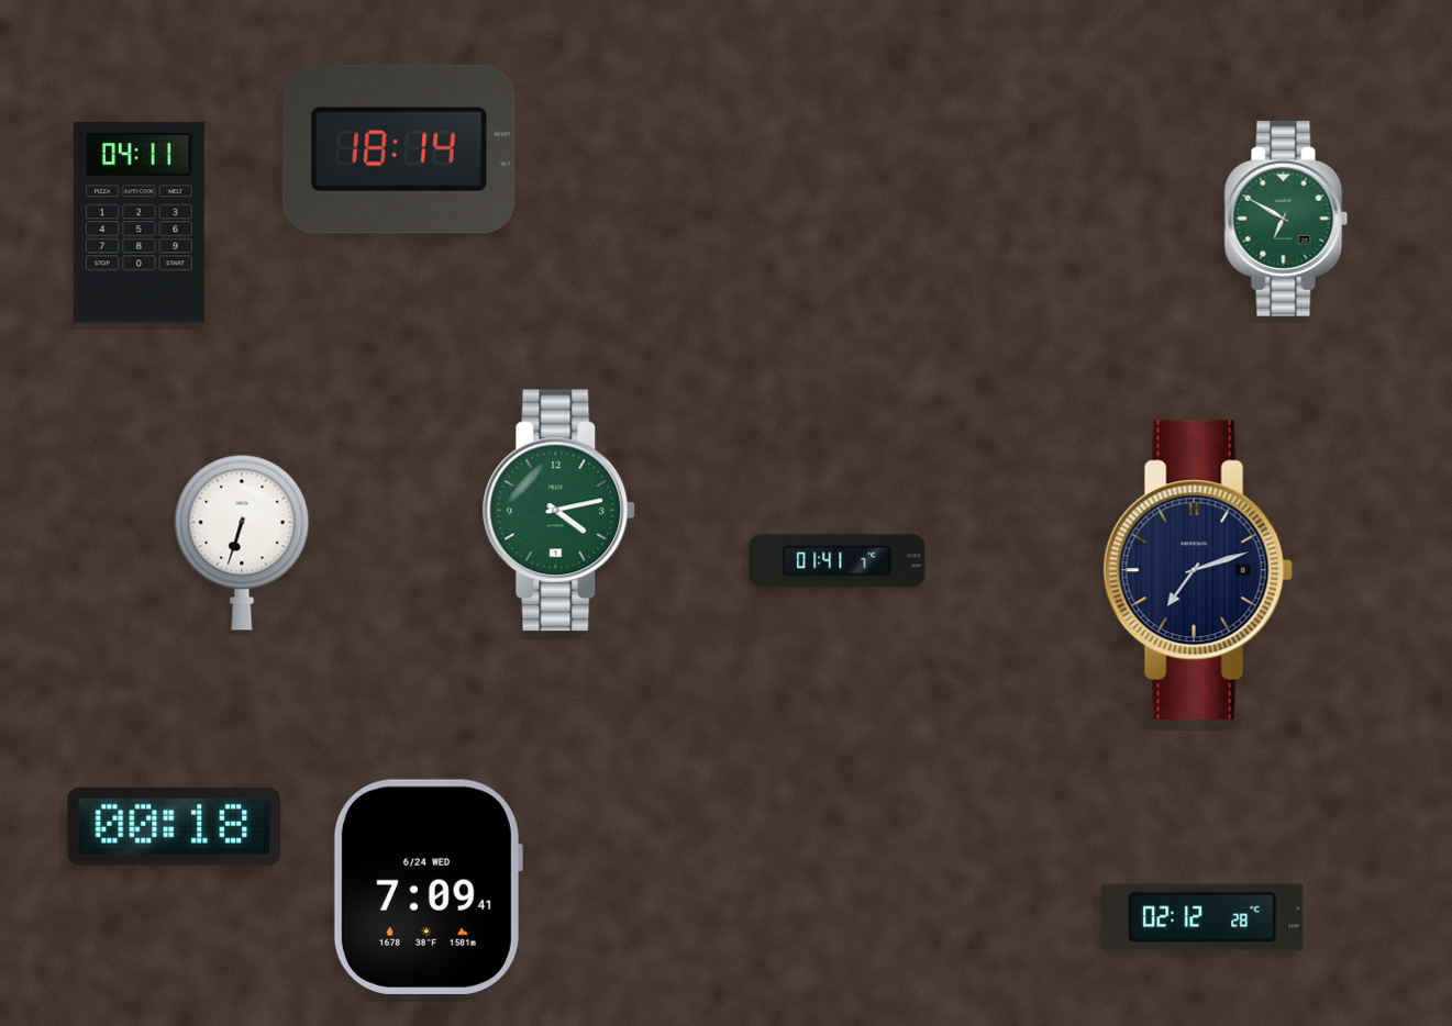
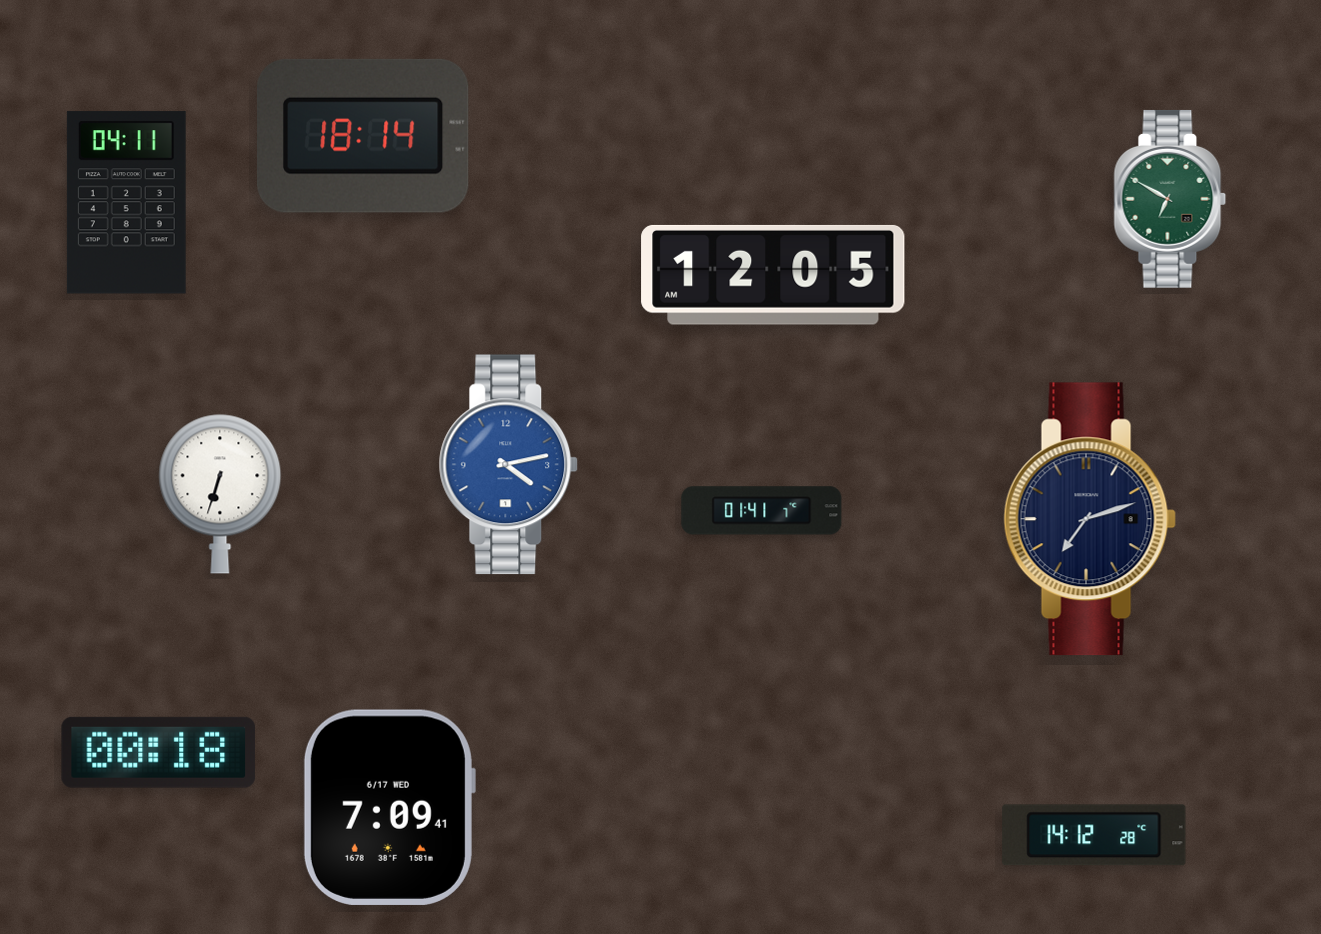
clock at (773, 275): none -> 12:05
clock at (559, 511) dial: green -> blue
clock at (428, 886) date: 6/24 WED -> 6/17 WED
clock at (1202, 917): 02:12 -> 14:12
